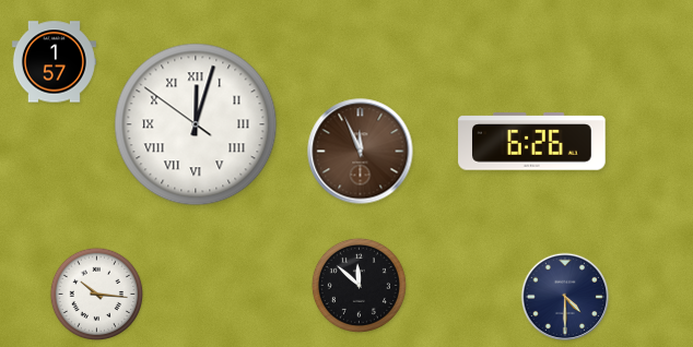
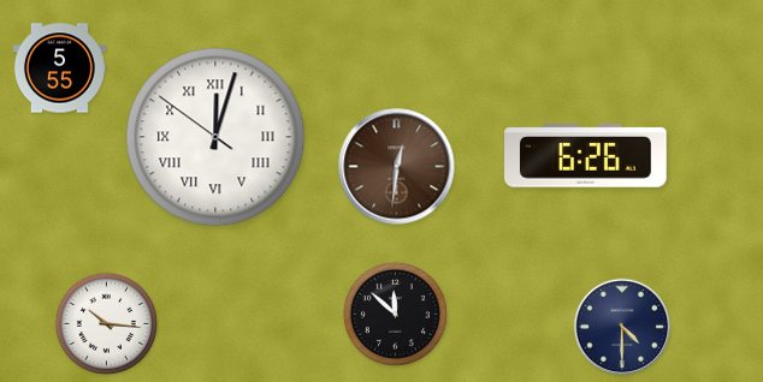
clock at (54, 62): 1:57 -> 5:55
clock at (361, 152): 11:56 -> 12:31
